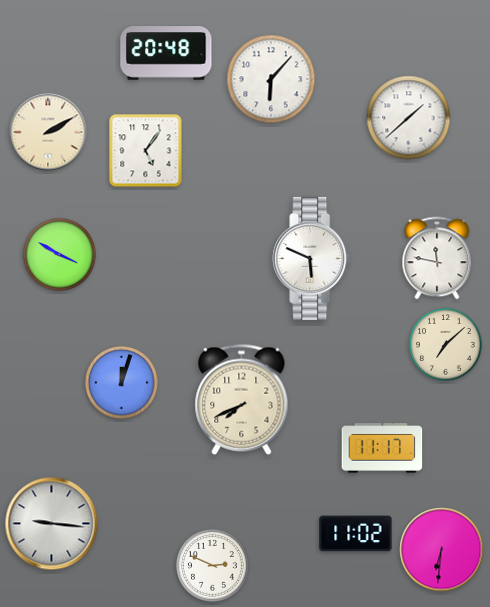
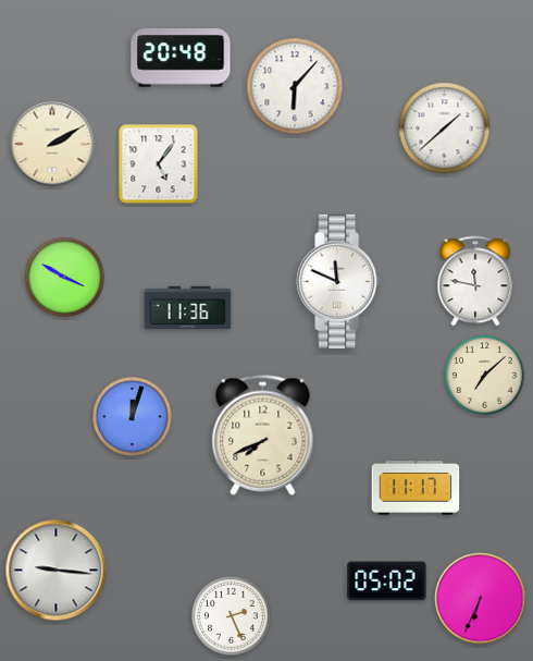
clock at (312, 258): 5:49 -> 11:49
clock at (188, 307): none -> 11:36
clock at (356, 534): 11:02 -> 05:02
clock at (442, 550): 6:31 -> 6:34
clock at (213, 566): 2:49 -> 2:26
